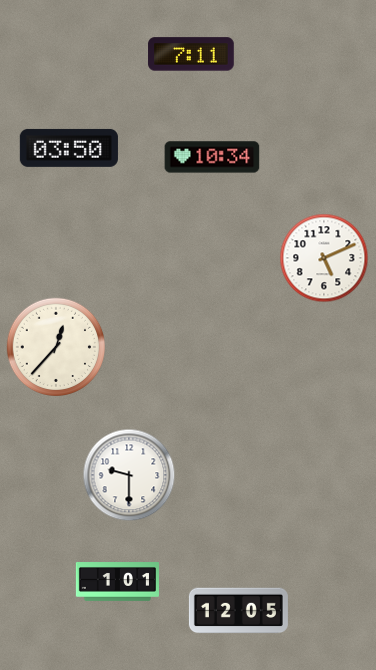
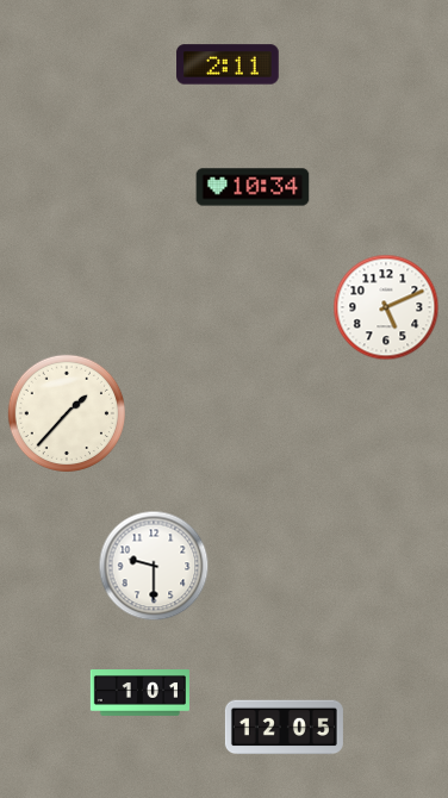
clock at (191, 54): 7:11 -> 2:11
clock at (69, 148): 03:50 -> none
clock at (55, 346): 12:37 -> 1:37
